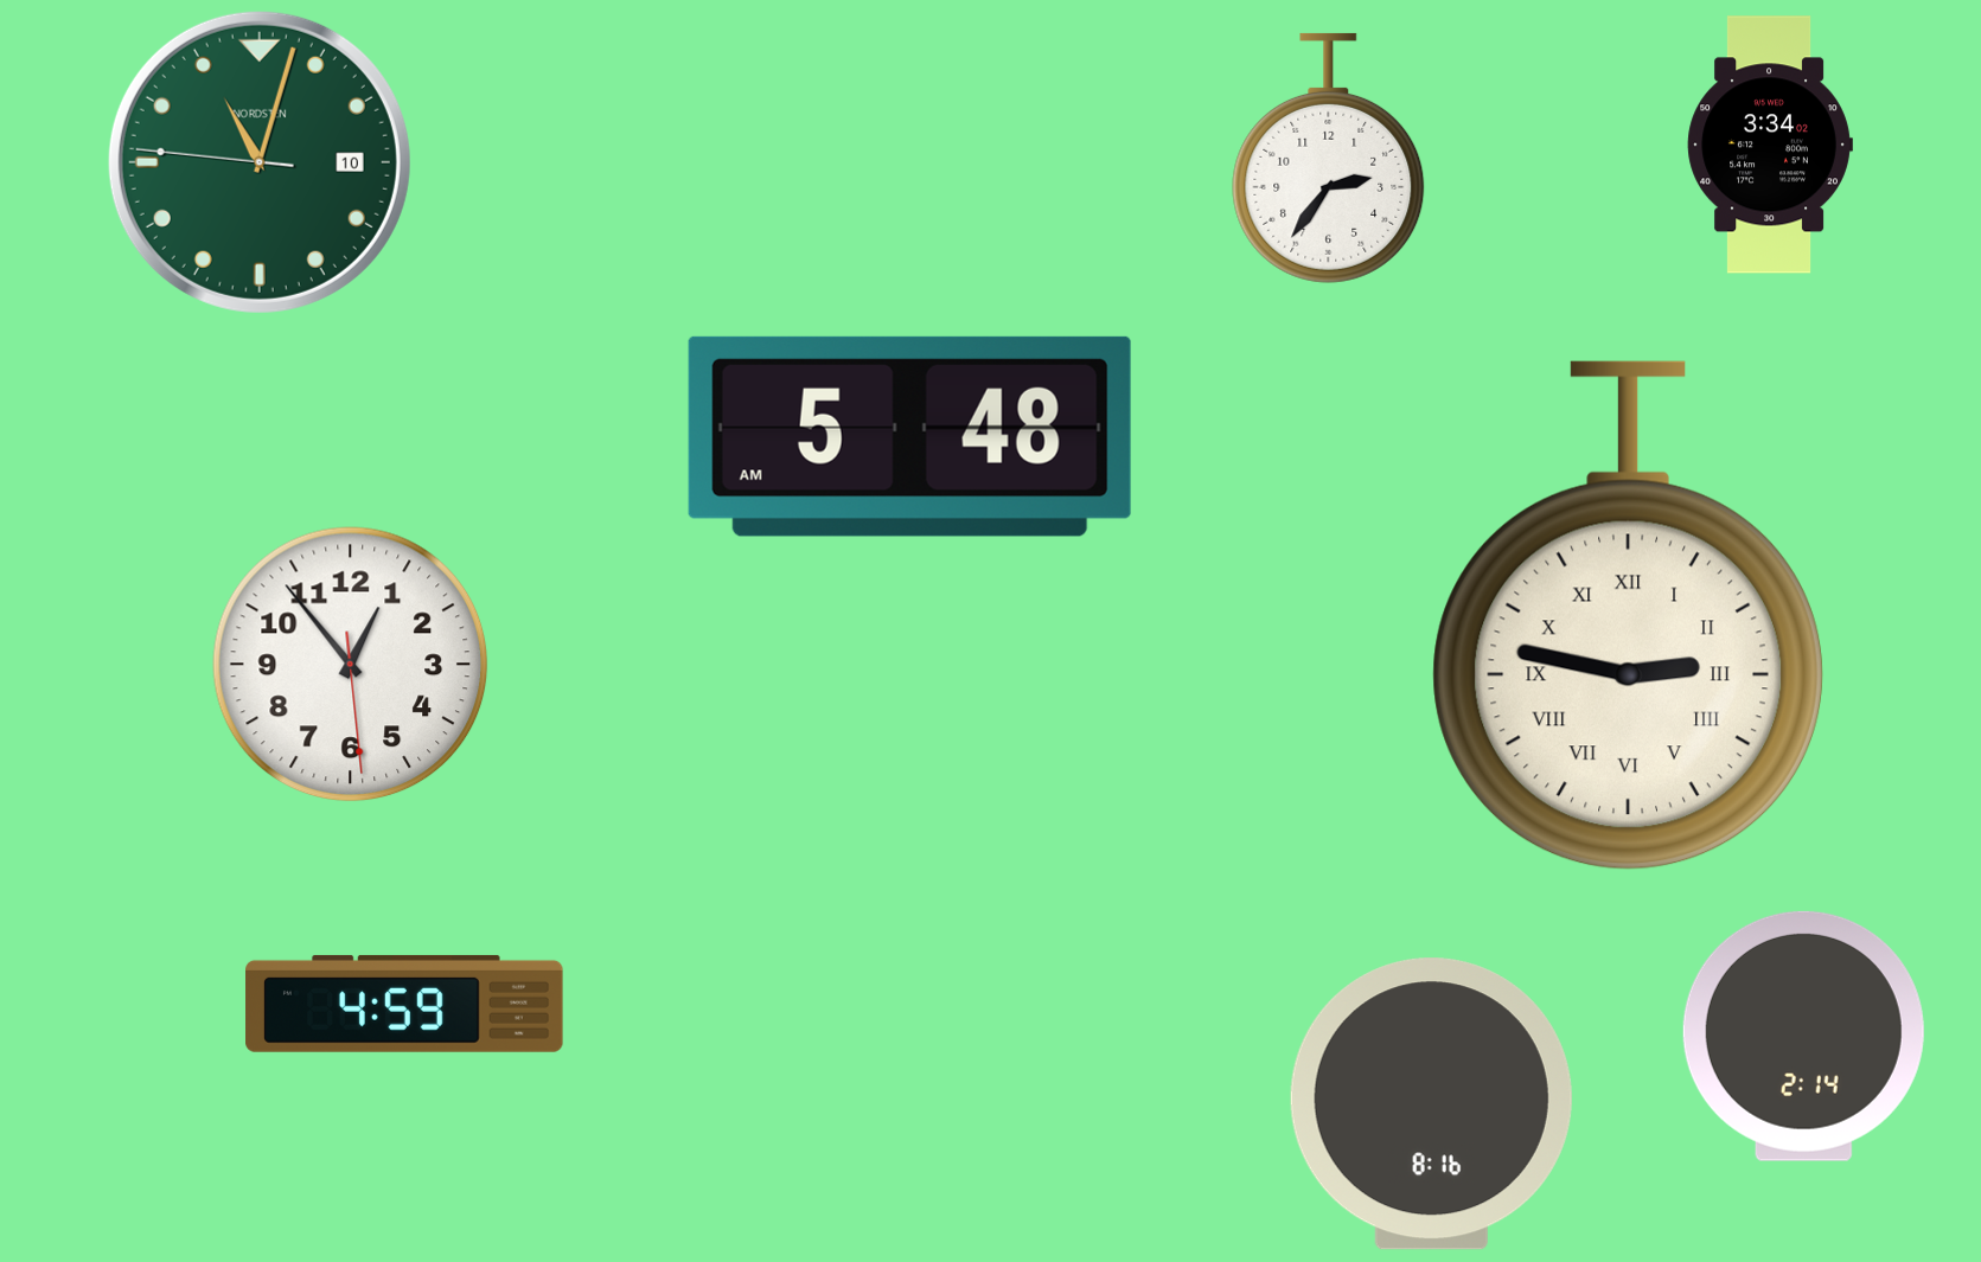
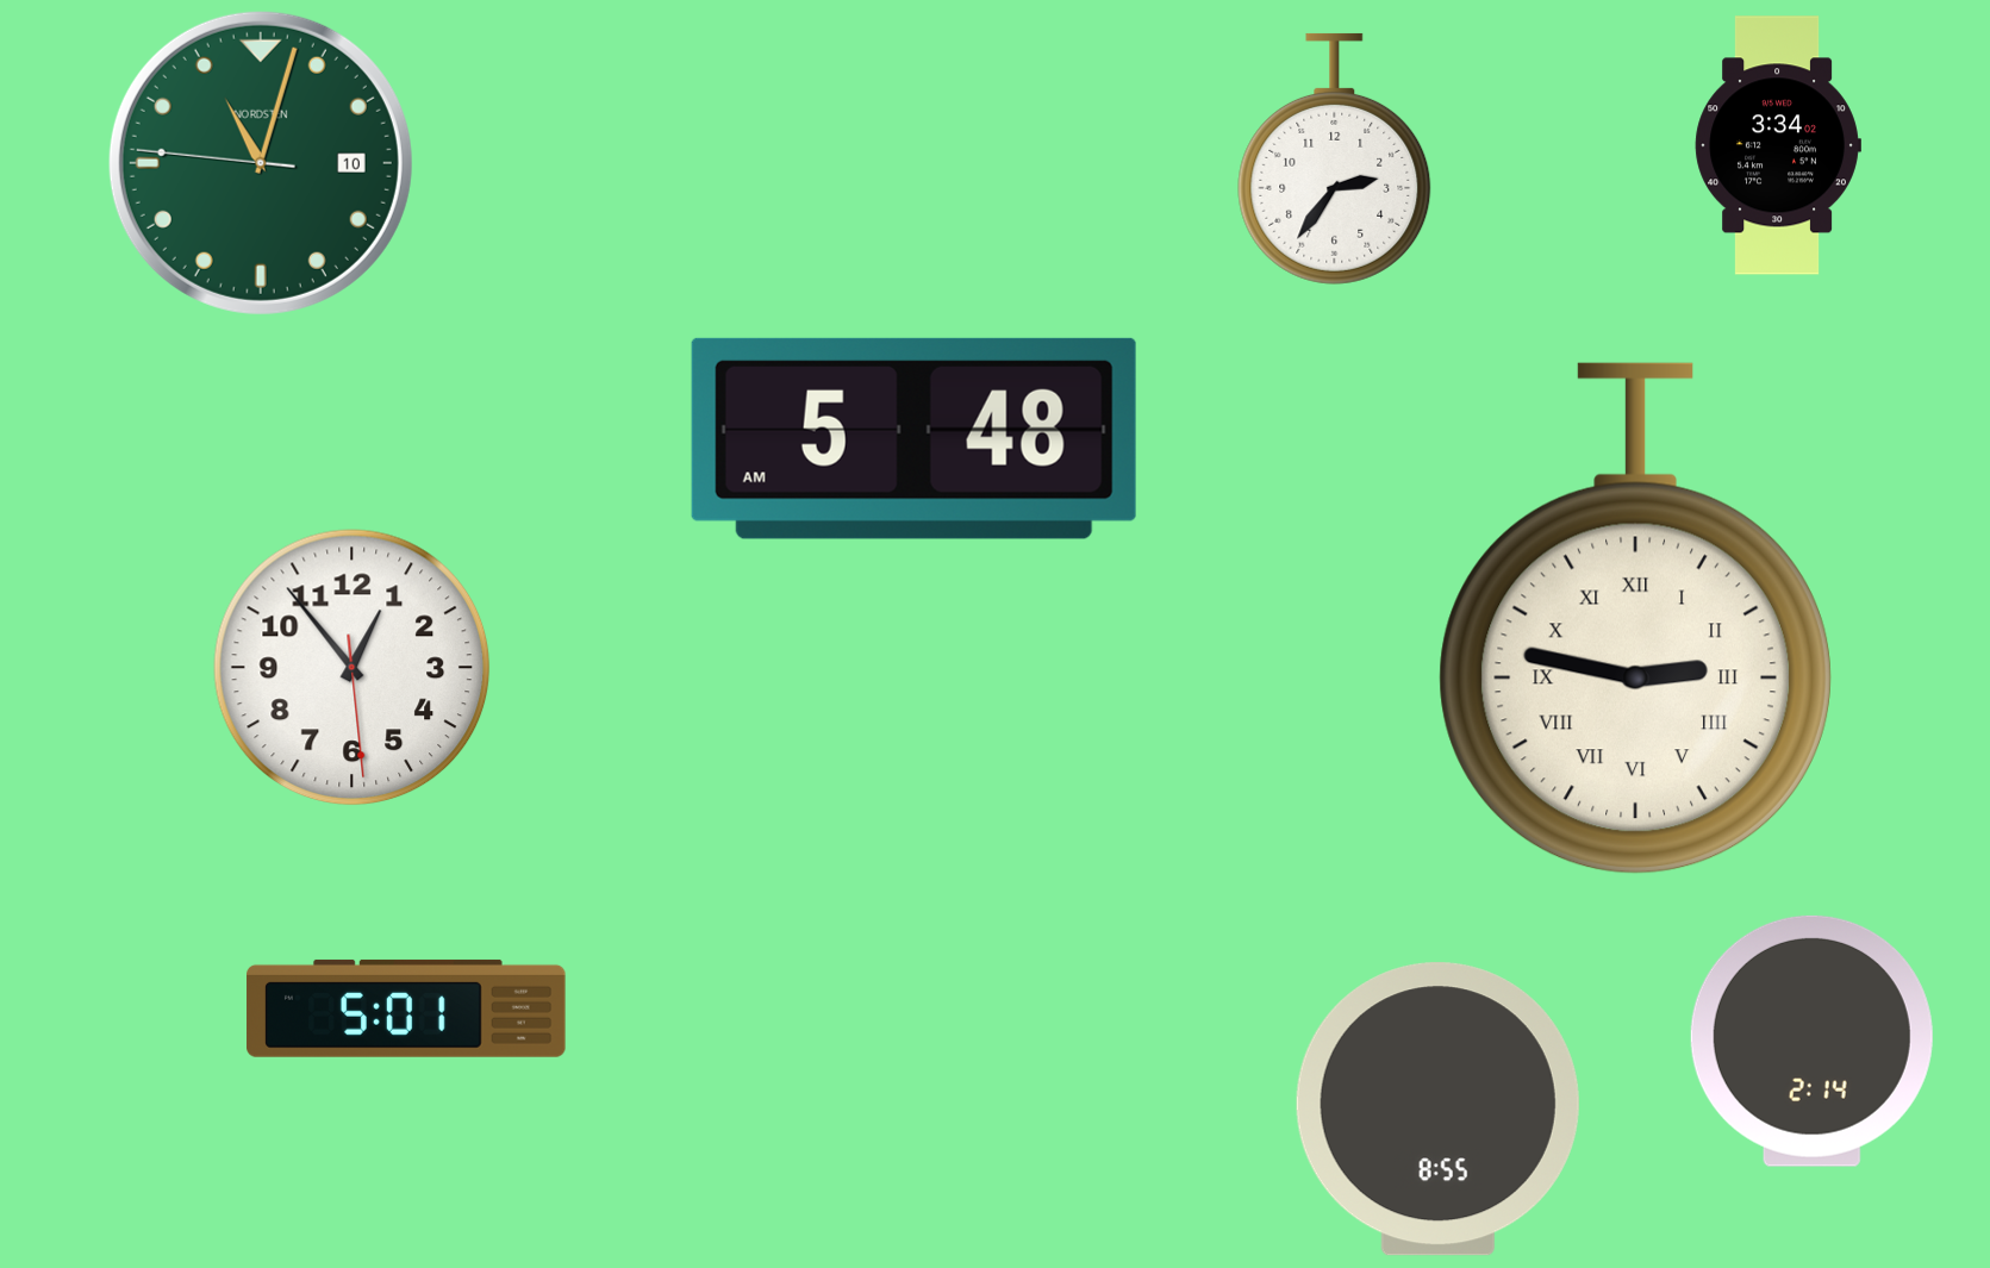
clock at (404, 1004): 4:59 -> 5:01
clock at (1431, 1104): 8:16 -> 8:55
